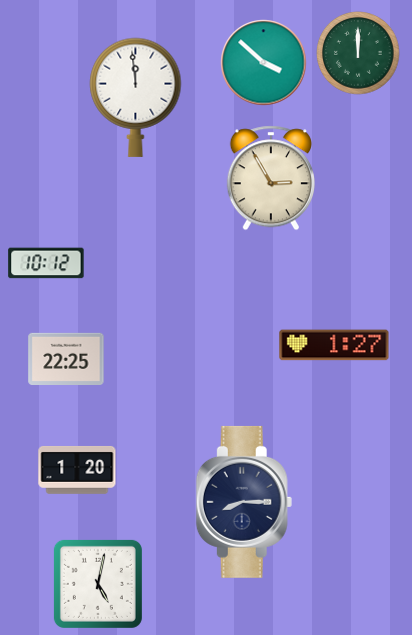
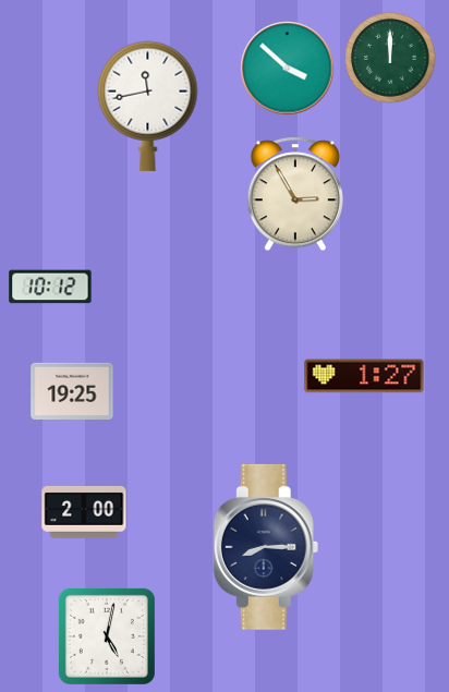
clock at (136, 97): 11:59 -> 11:43
clock at (66, 358): 22:25 -> 19:25
clock at (77, 470): 1:20 -> 2:00
